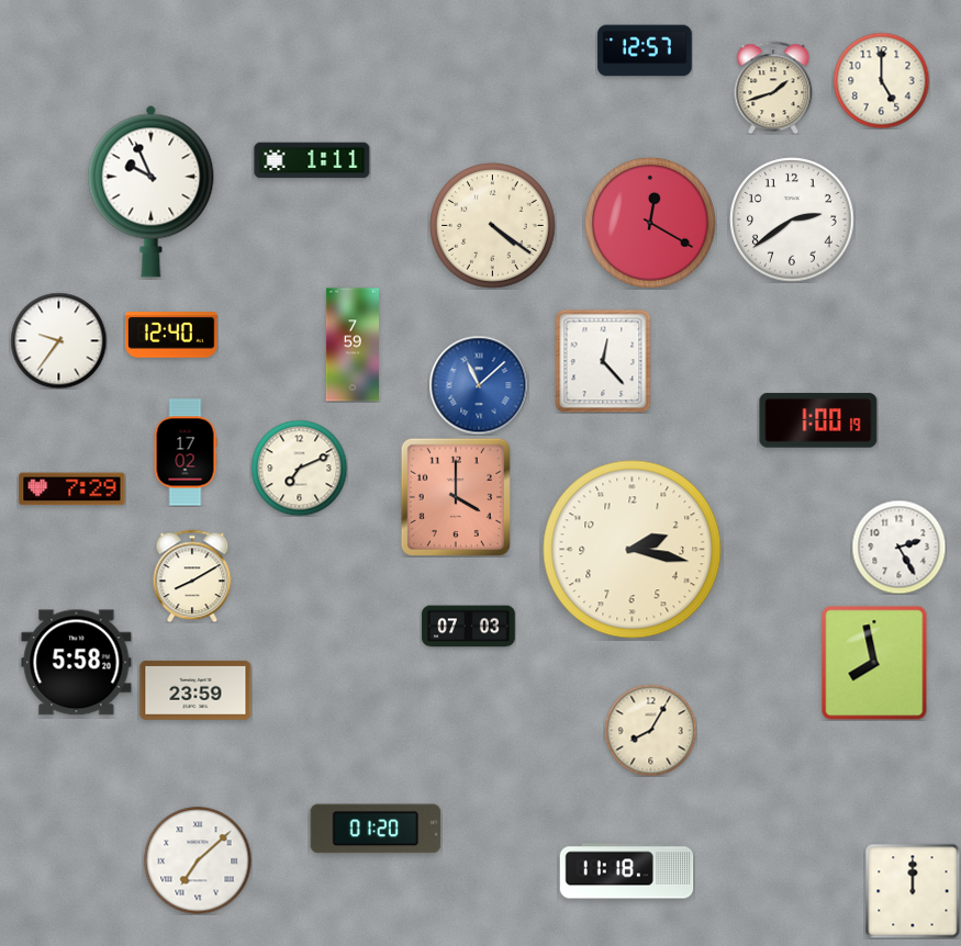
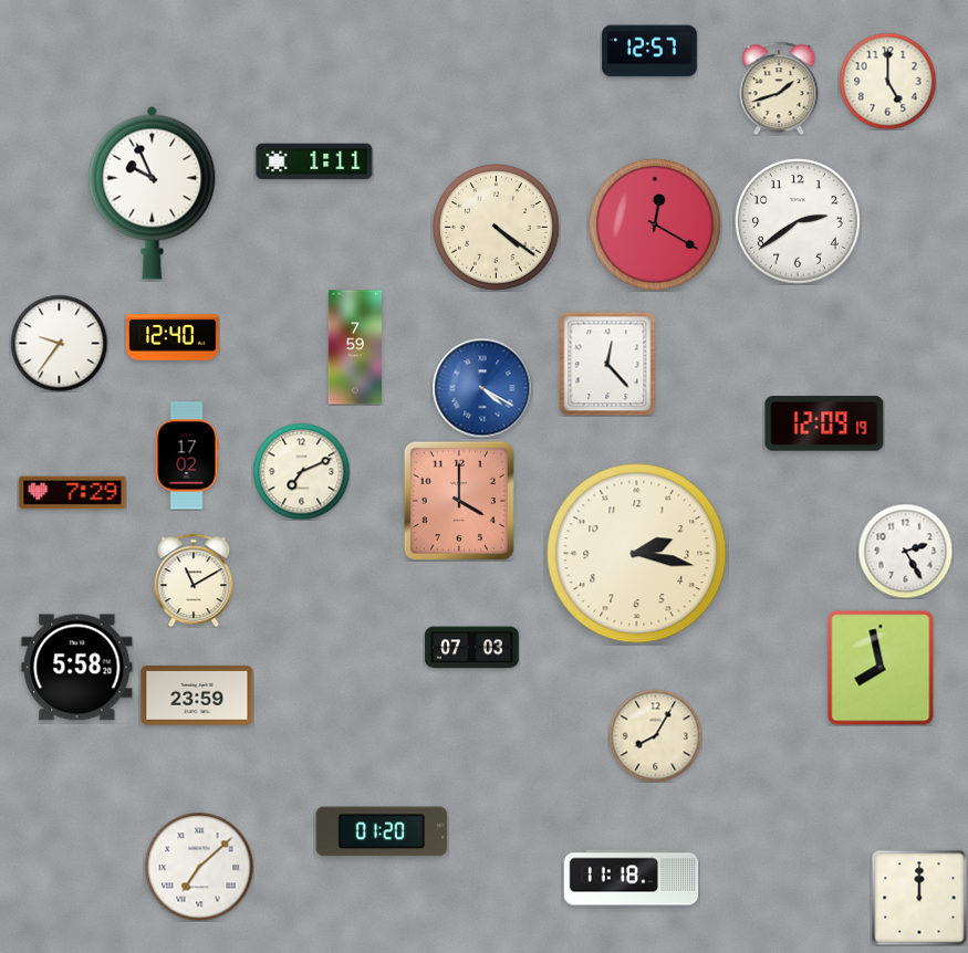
clock at (479, 385): 11:08 -> 4:20
clock at (818, 420): 1:00 -> 12:09
clock at (192, 576): 8:10 -> 11:10
clock at (469, 627) position: (469, 627) -> (472, 648)
clock at (376, 829) position: (376, 829) -> (382, 831)
